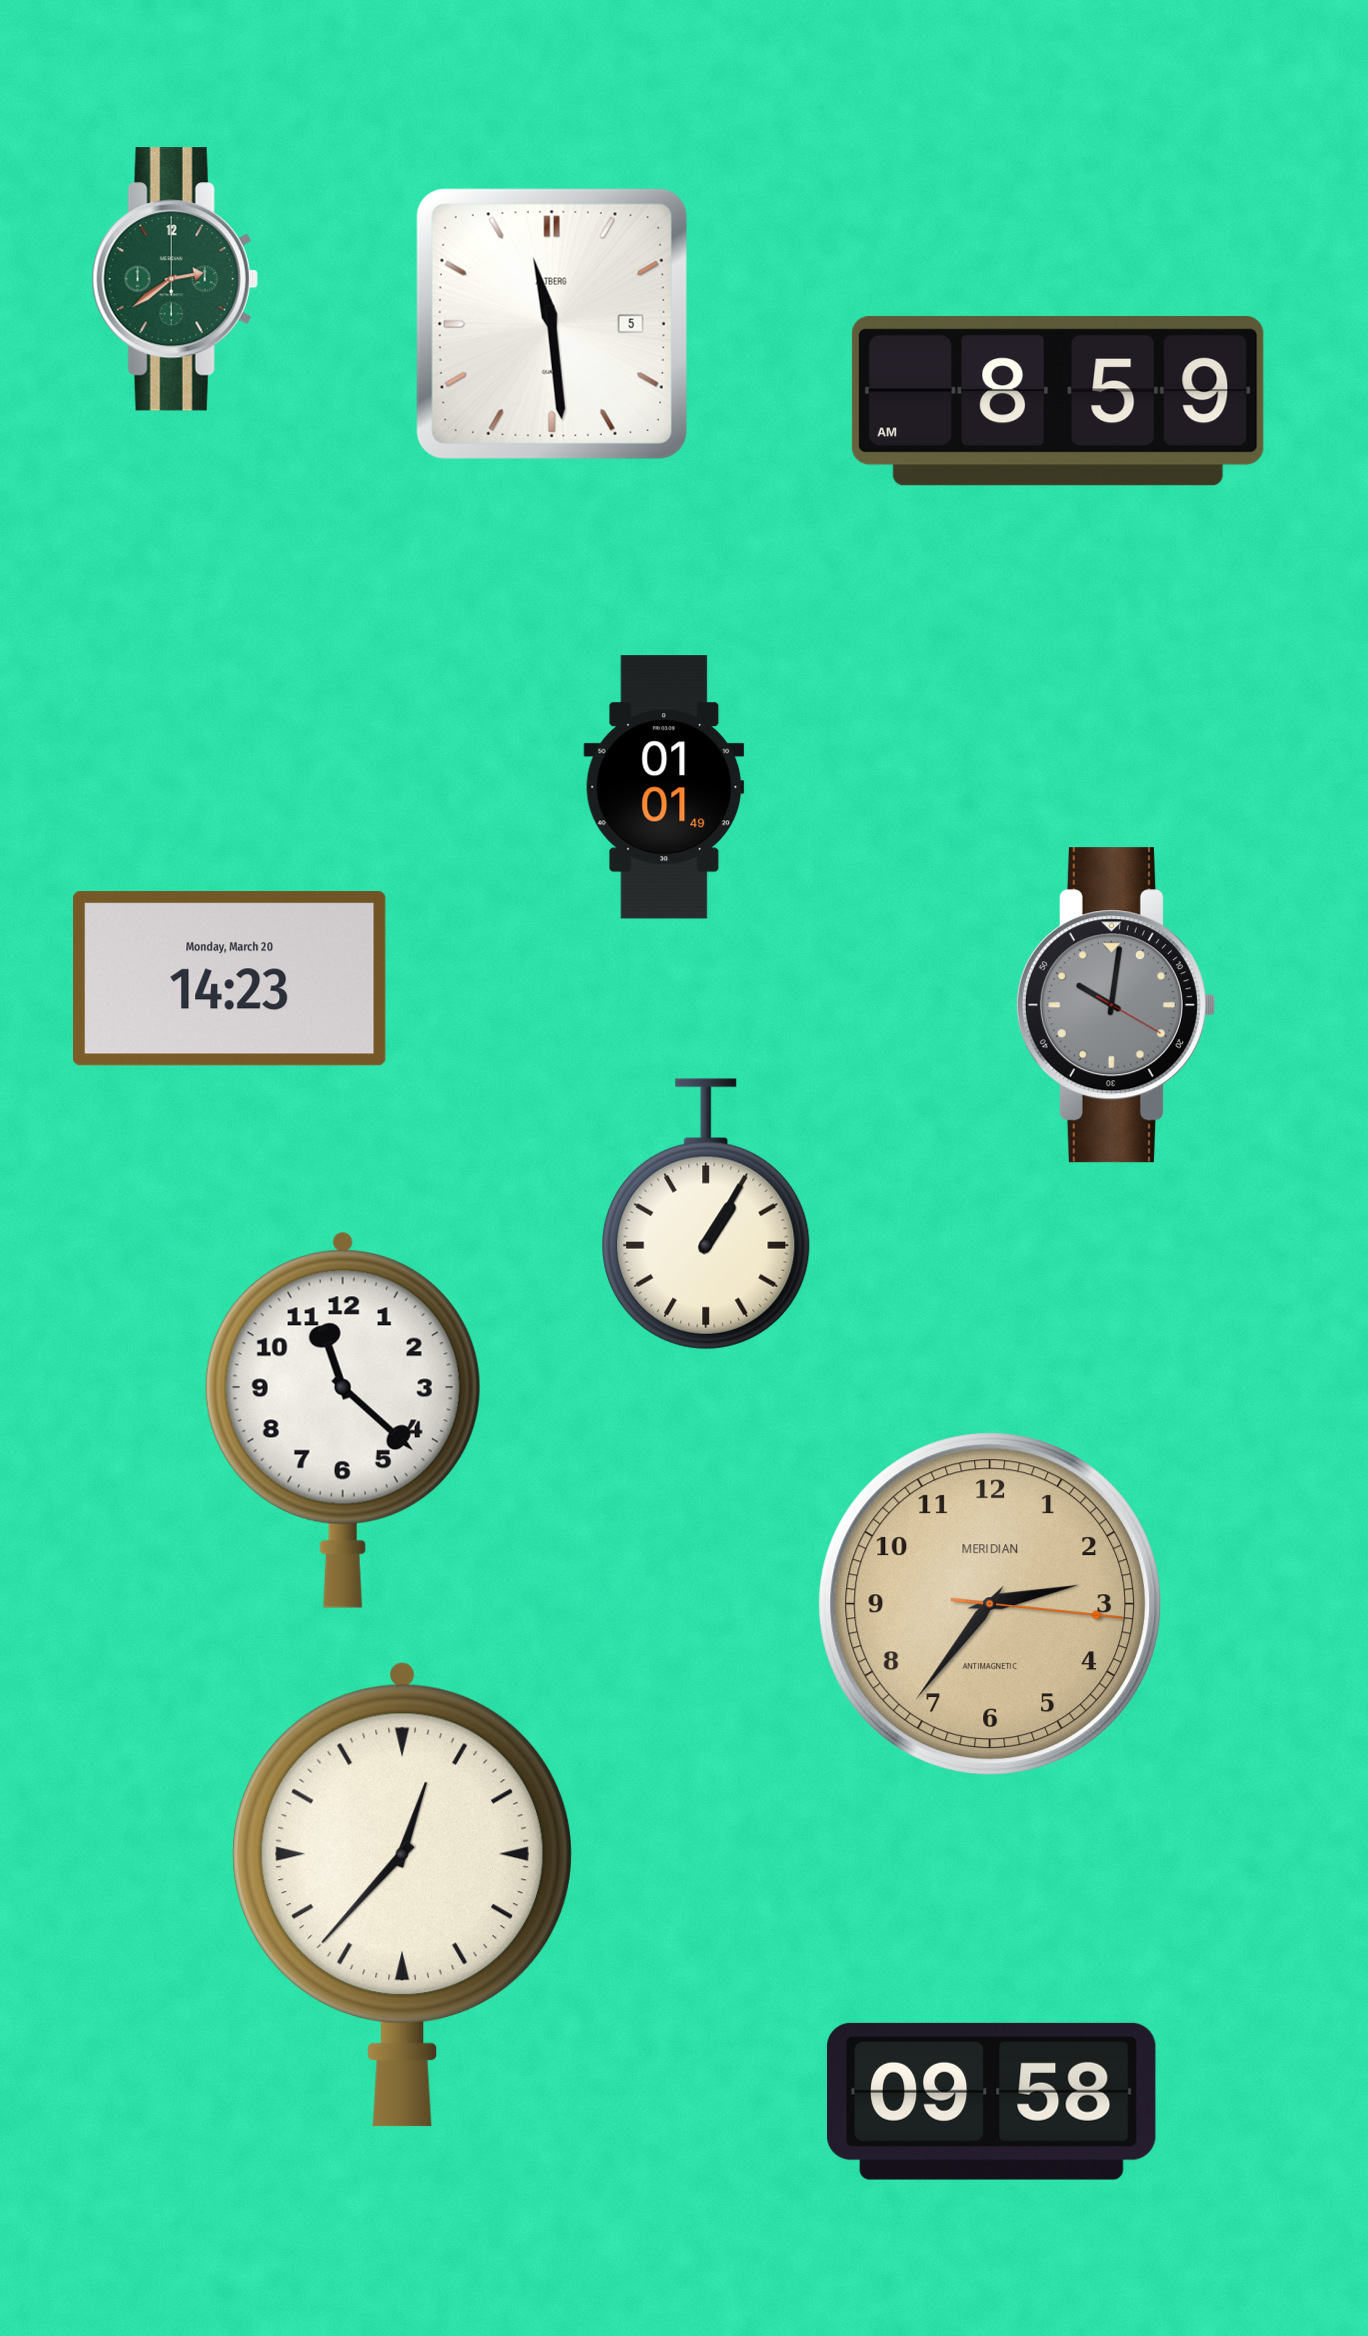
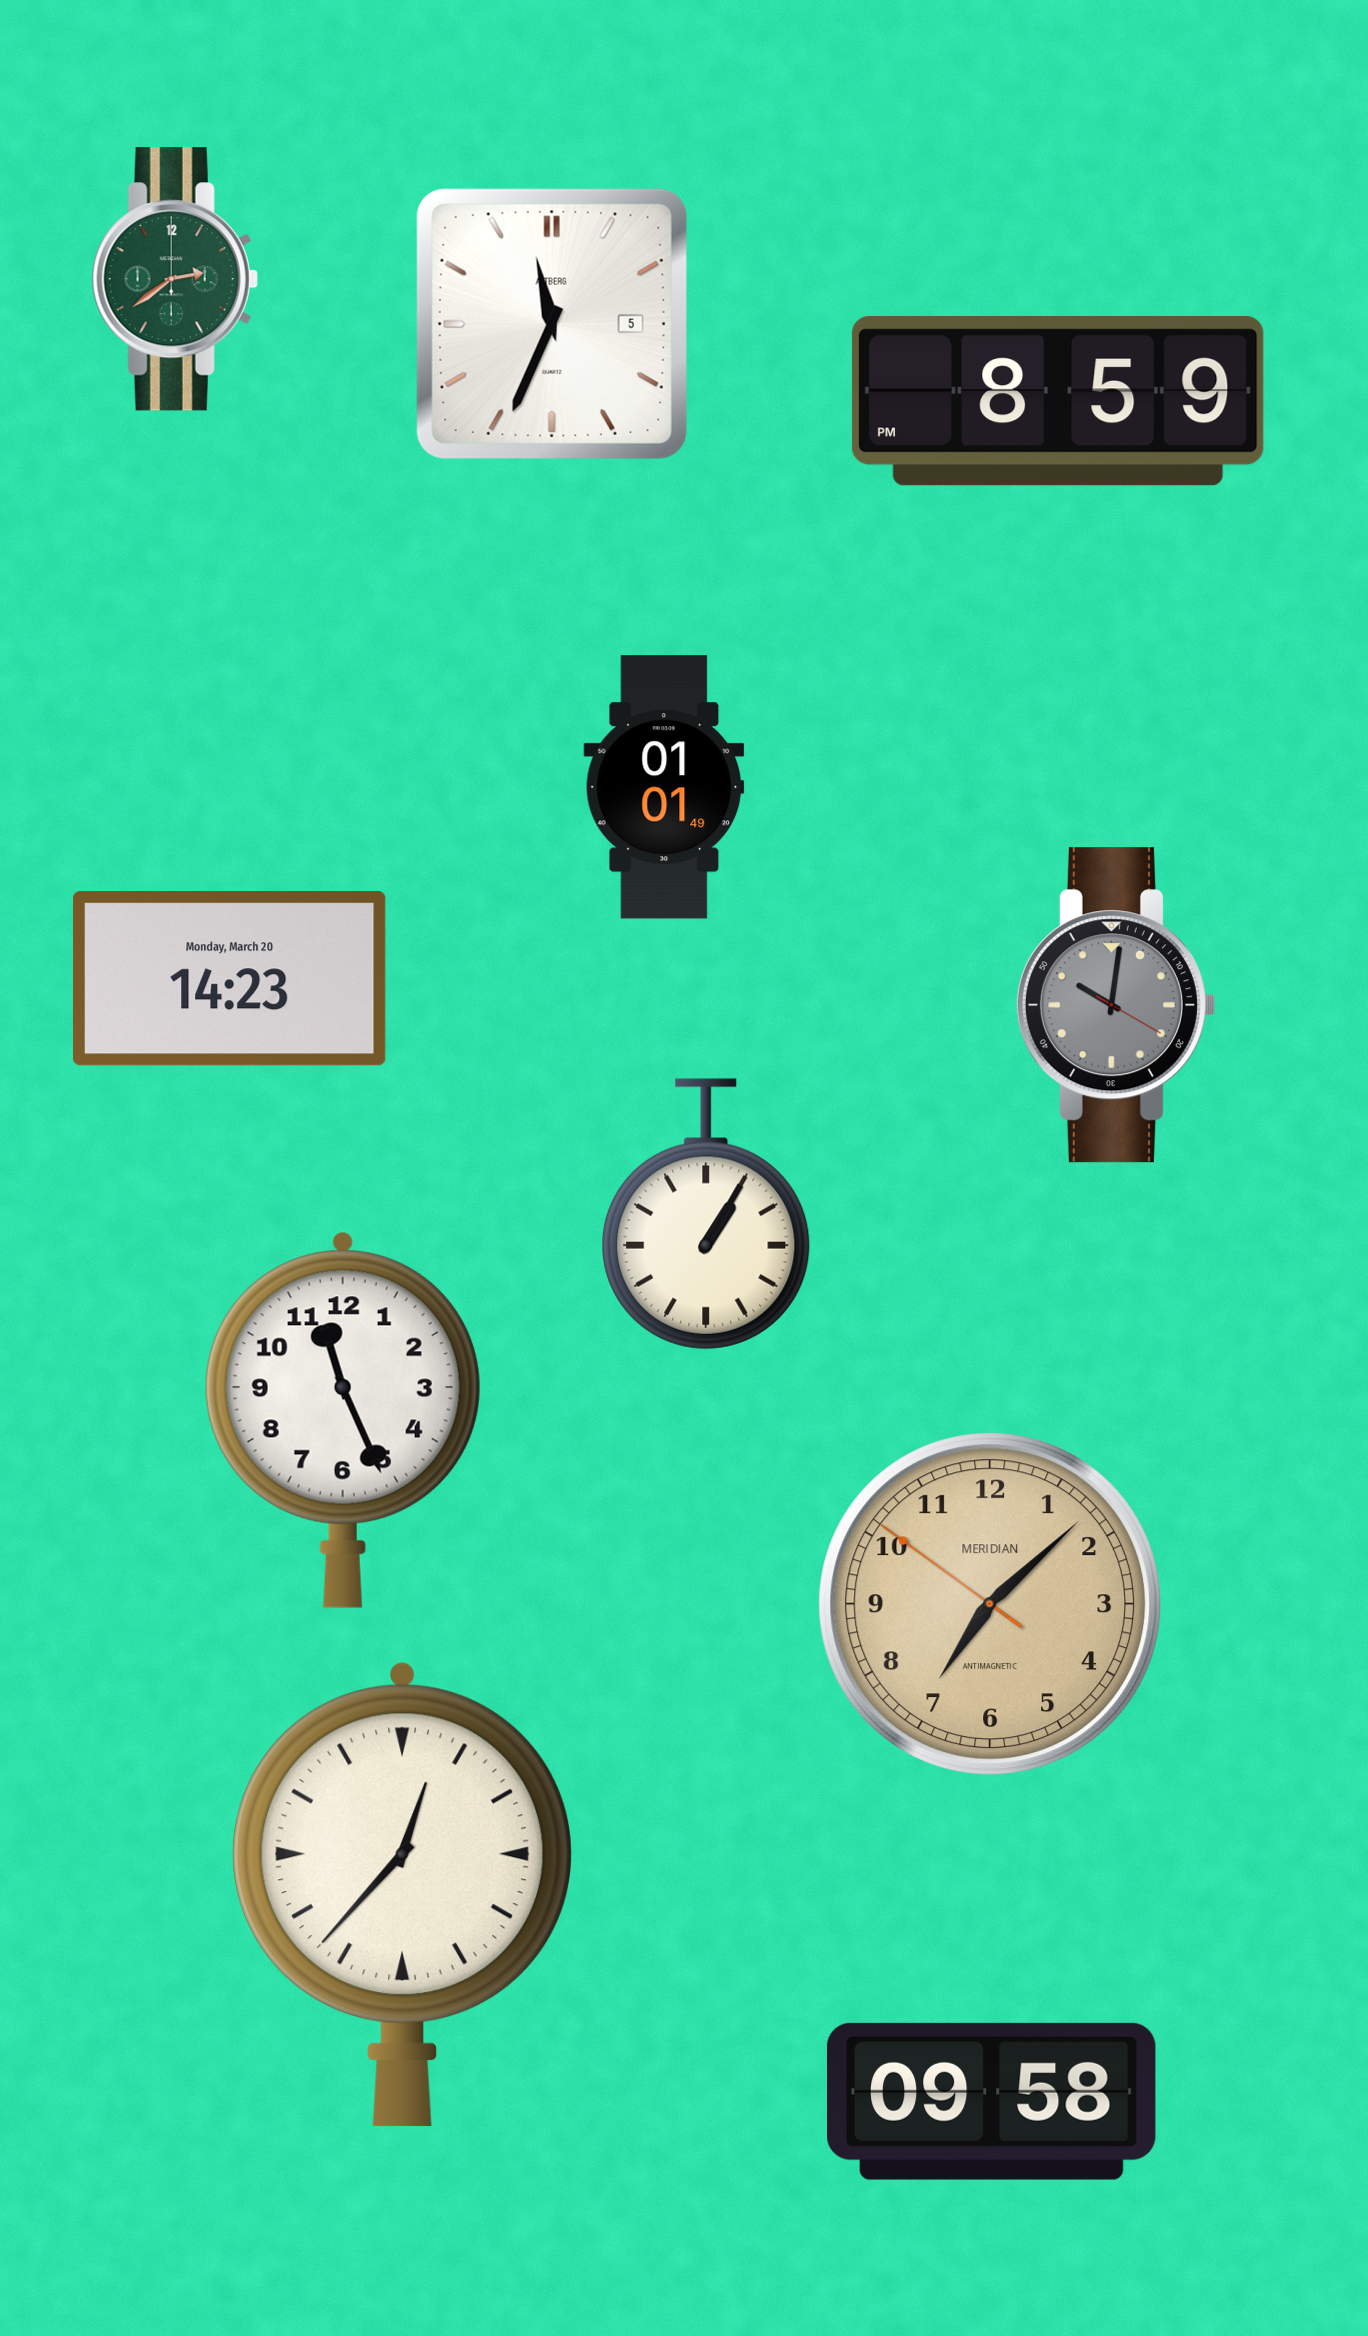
clock at (552, 324): 11:29 -> 11:34
clock at (1058, 401): 8:59 AM -> 8:59 PM
clock at (343, 1420): 11:22 -> 11:26
clock at (990, 1604): 2:36 -> 7:07
